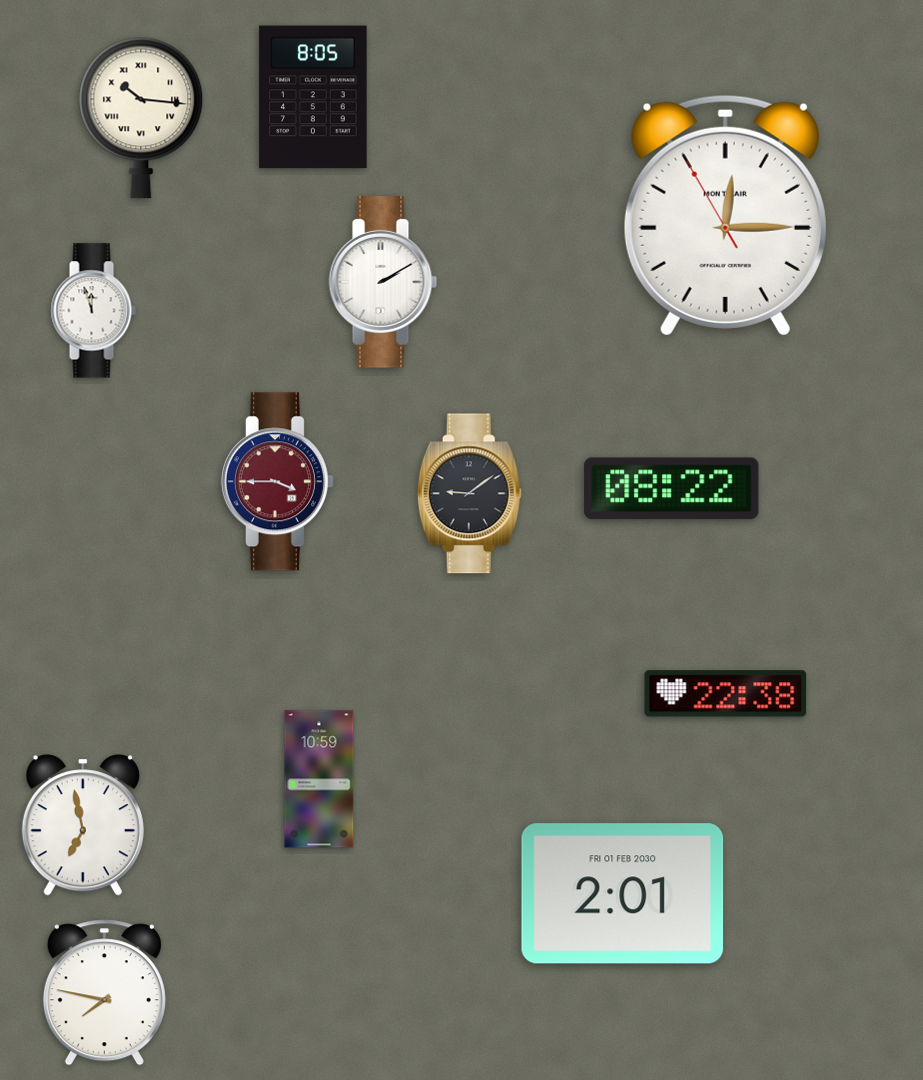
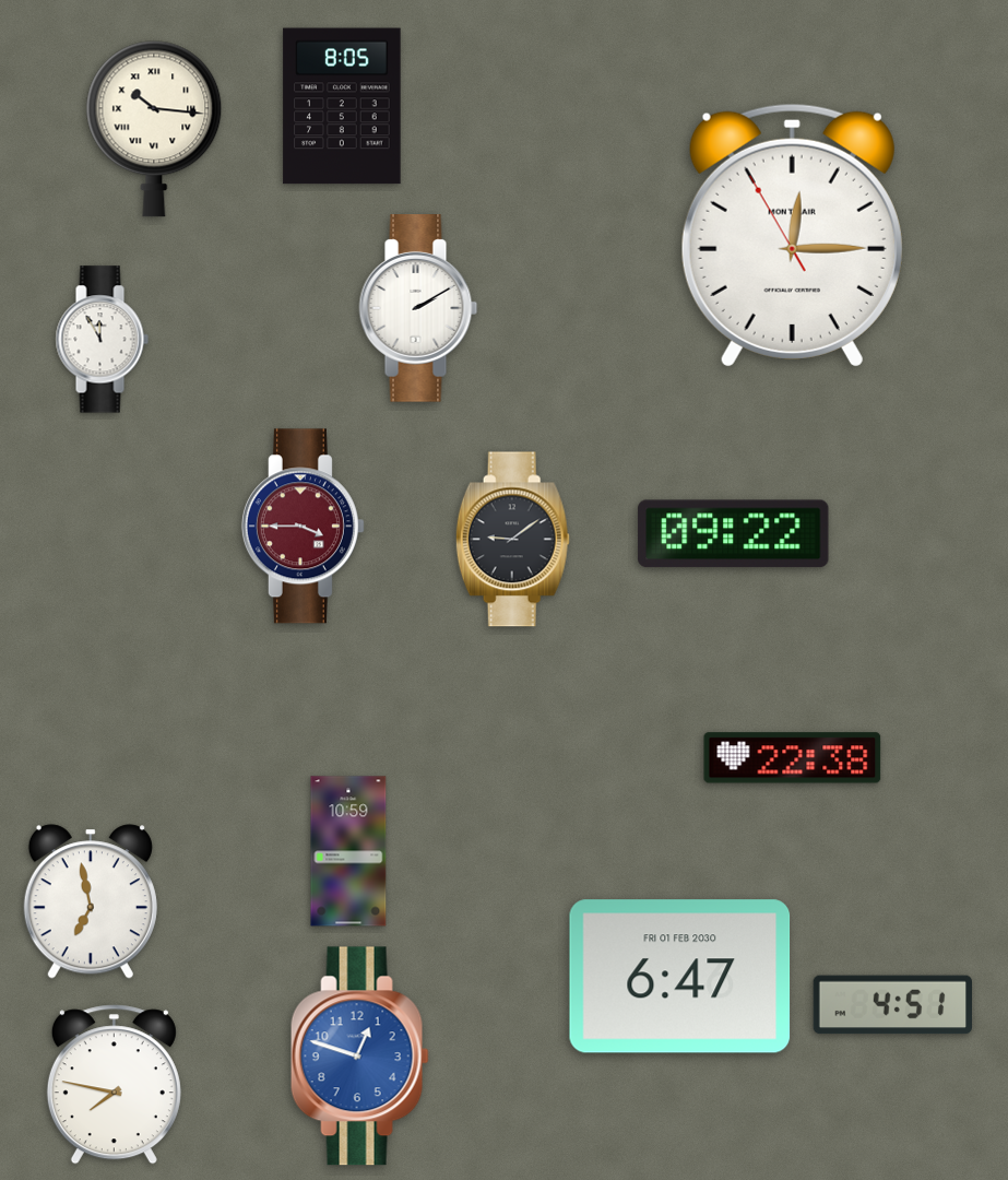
clock at (93, 311): 11:57 -> 11:55
clock at (672, 489): 08:22 -> 09:22
clock at (623, 894): 2:01 -> 6:47
clock at (892, 1005): none -> 4:51
clock at (359, 1057): none -> 12:48
